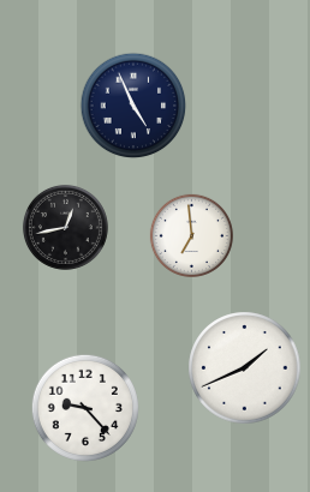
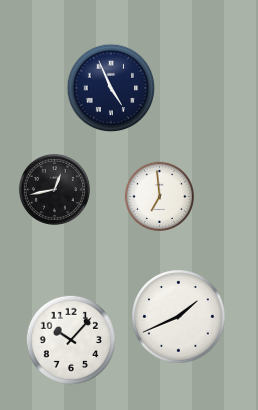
clock at (245, 368) position: (245, 368) -> (179, 317)
clock at (85, 408): 9:23 -> 10:07
